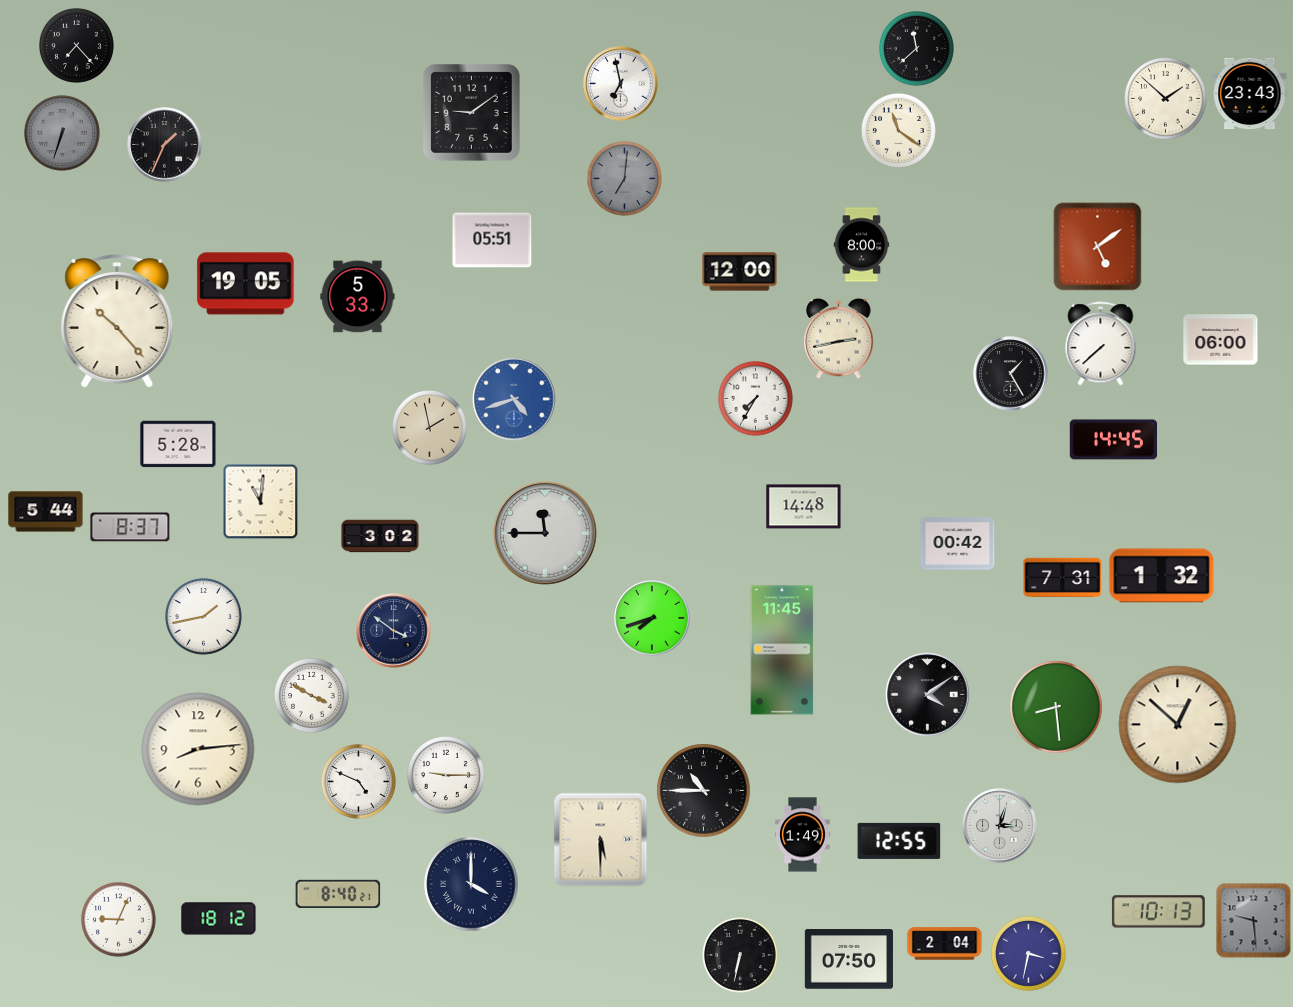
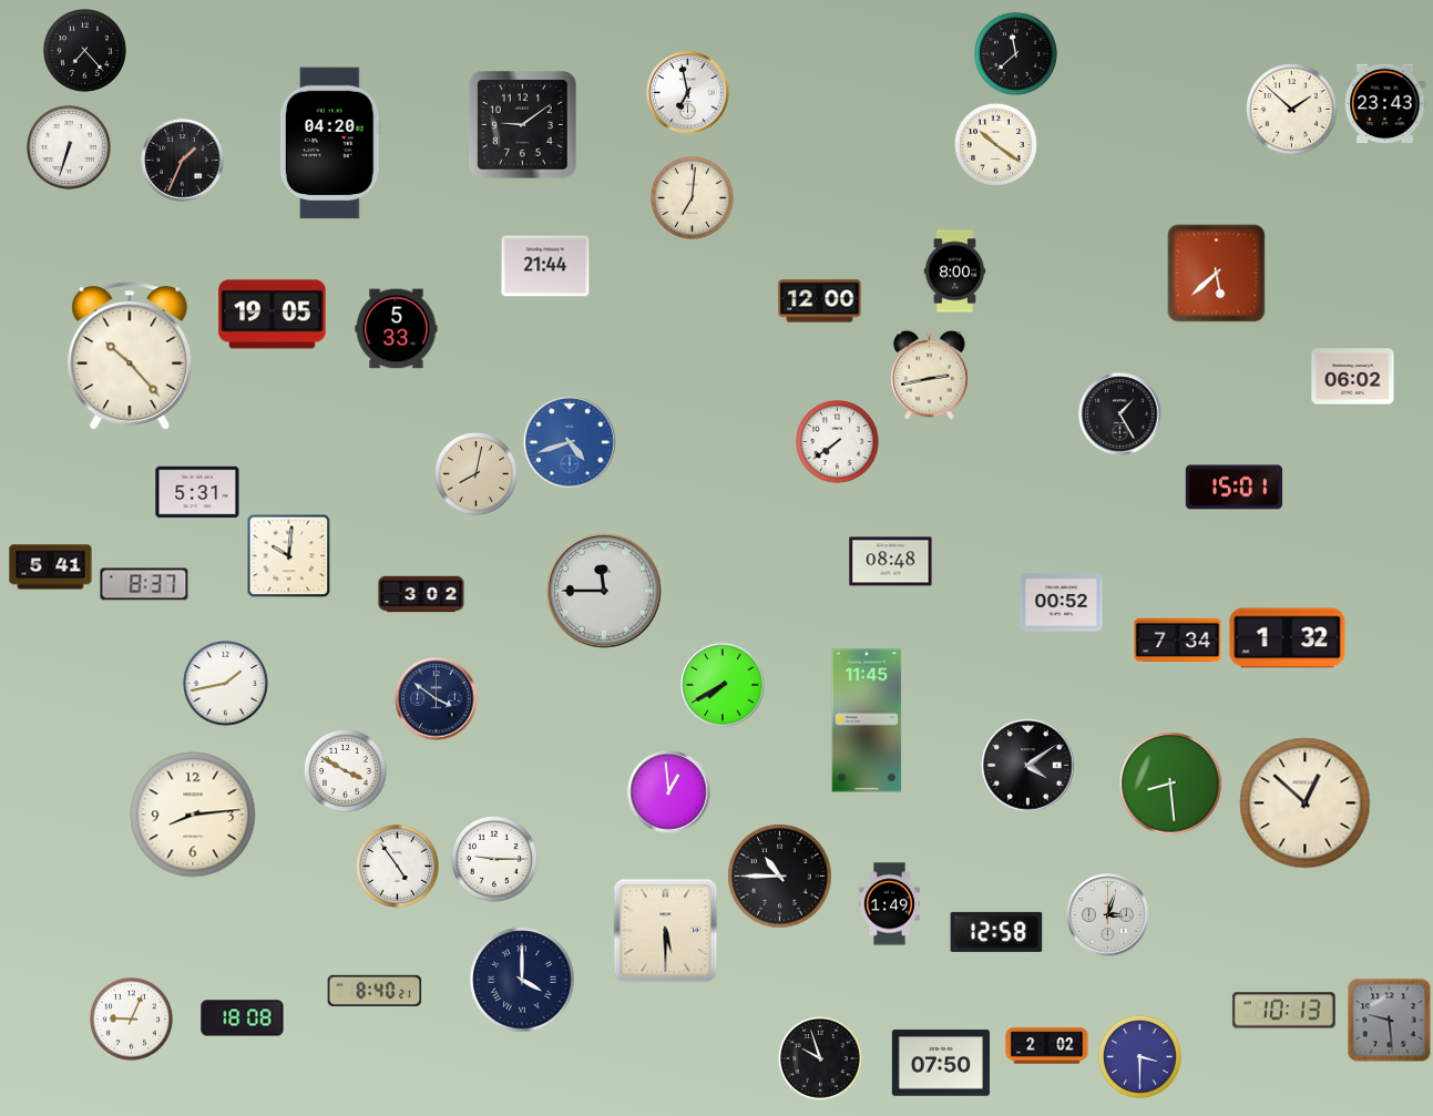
clock at (330, 143): none -> 04:20
clock at (899, 131): 11:21 -> 10:21
clock at (63, 134) dial: grey -> white
clock at (625, 179) dial: grey -> cream
clock at (492, 240): 05:51 -> 21:44
clock at (1098, 247): 5:09 -> 5:38
clock at (1221, 340): 06:00 -> 06:02
clock at (1101, 344): 7:38 -> none
clock at (756, 399): 7:35 -> 7:39
clock at (430, 428): 1:58 -> 8:02
clock at (1114, 440): 14:45 -> 15:01
clock at (178, 444): 5:28 -> 5:31
clock at (261, 502): 11:01 -> 10:01
clock at (804, 507): 14:48 -> 08:48
clock at (46, 512): 5:44 -> 5:41
clock at (958, 544): 00:42 -> 00:52
clock at (1063, 577): 7:31 -> 7:34
clock at (652, 618): 7:42 -> 7:40
clock at (928, 695) position: (928, 695) -> (1028, 766)
clock at (669, 792): none -> 12:59
clock at (198, 749) position: (198, 749) -> (193, 815)
clock at (359, 782): 4:49 -> 4:54
clock at (803, 835) position: (803, 835) -> (890, 904)
clock at (899, 841): 12:55 -> 12:58
clock at (219, 919): 18:12 -> 18:08
clock at (945, 944): 2:04 -> 2:02
clock at (1029, 954): 3:32 -> 3:30
clock at (741, 956): 6:32 -> 9:57
